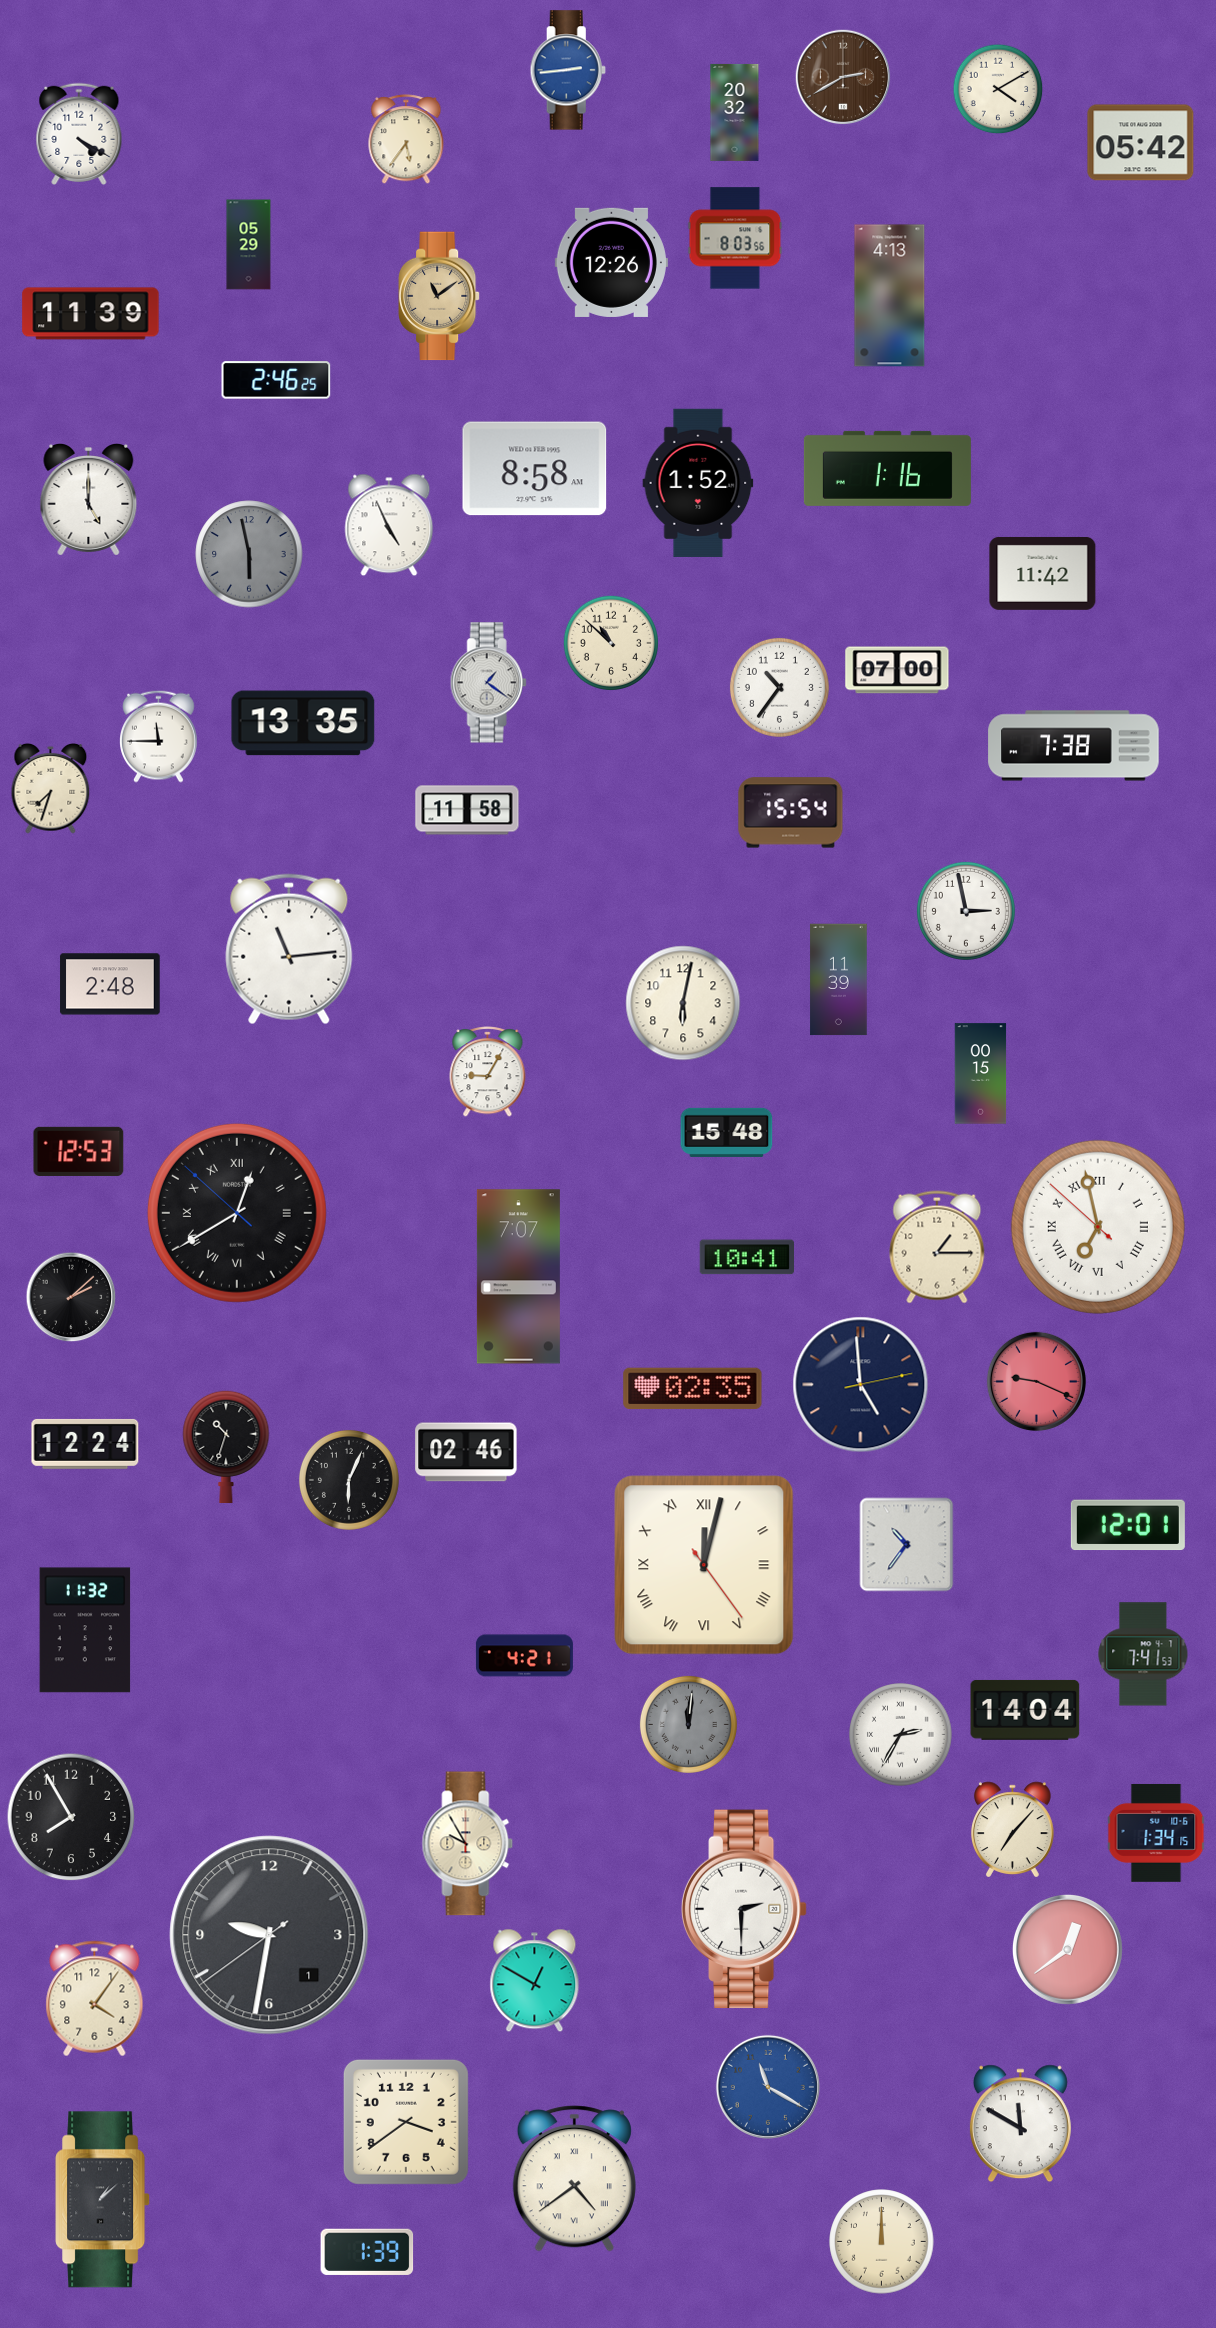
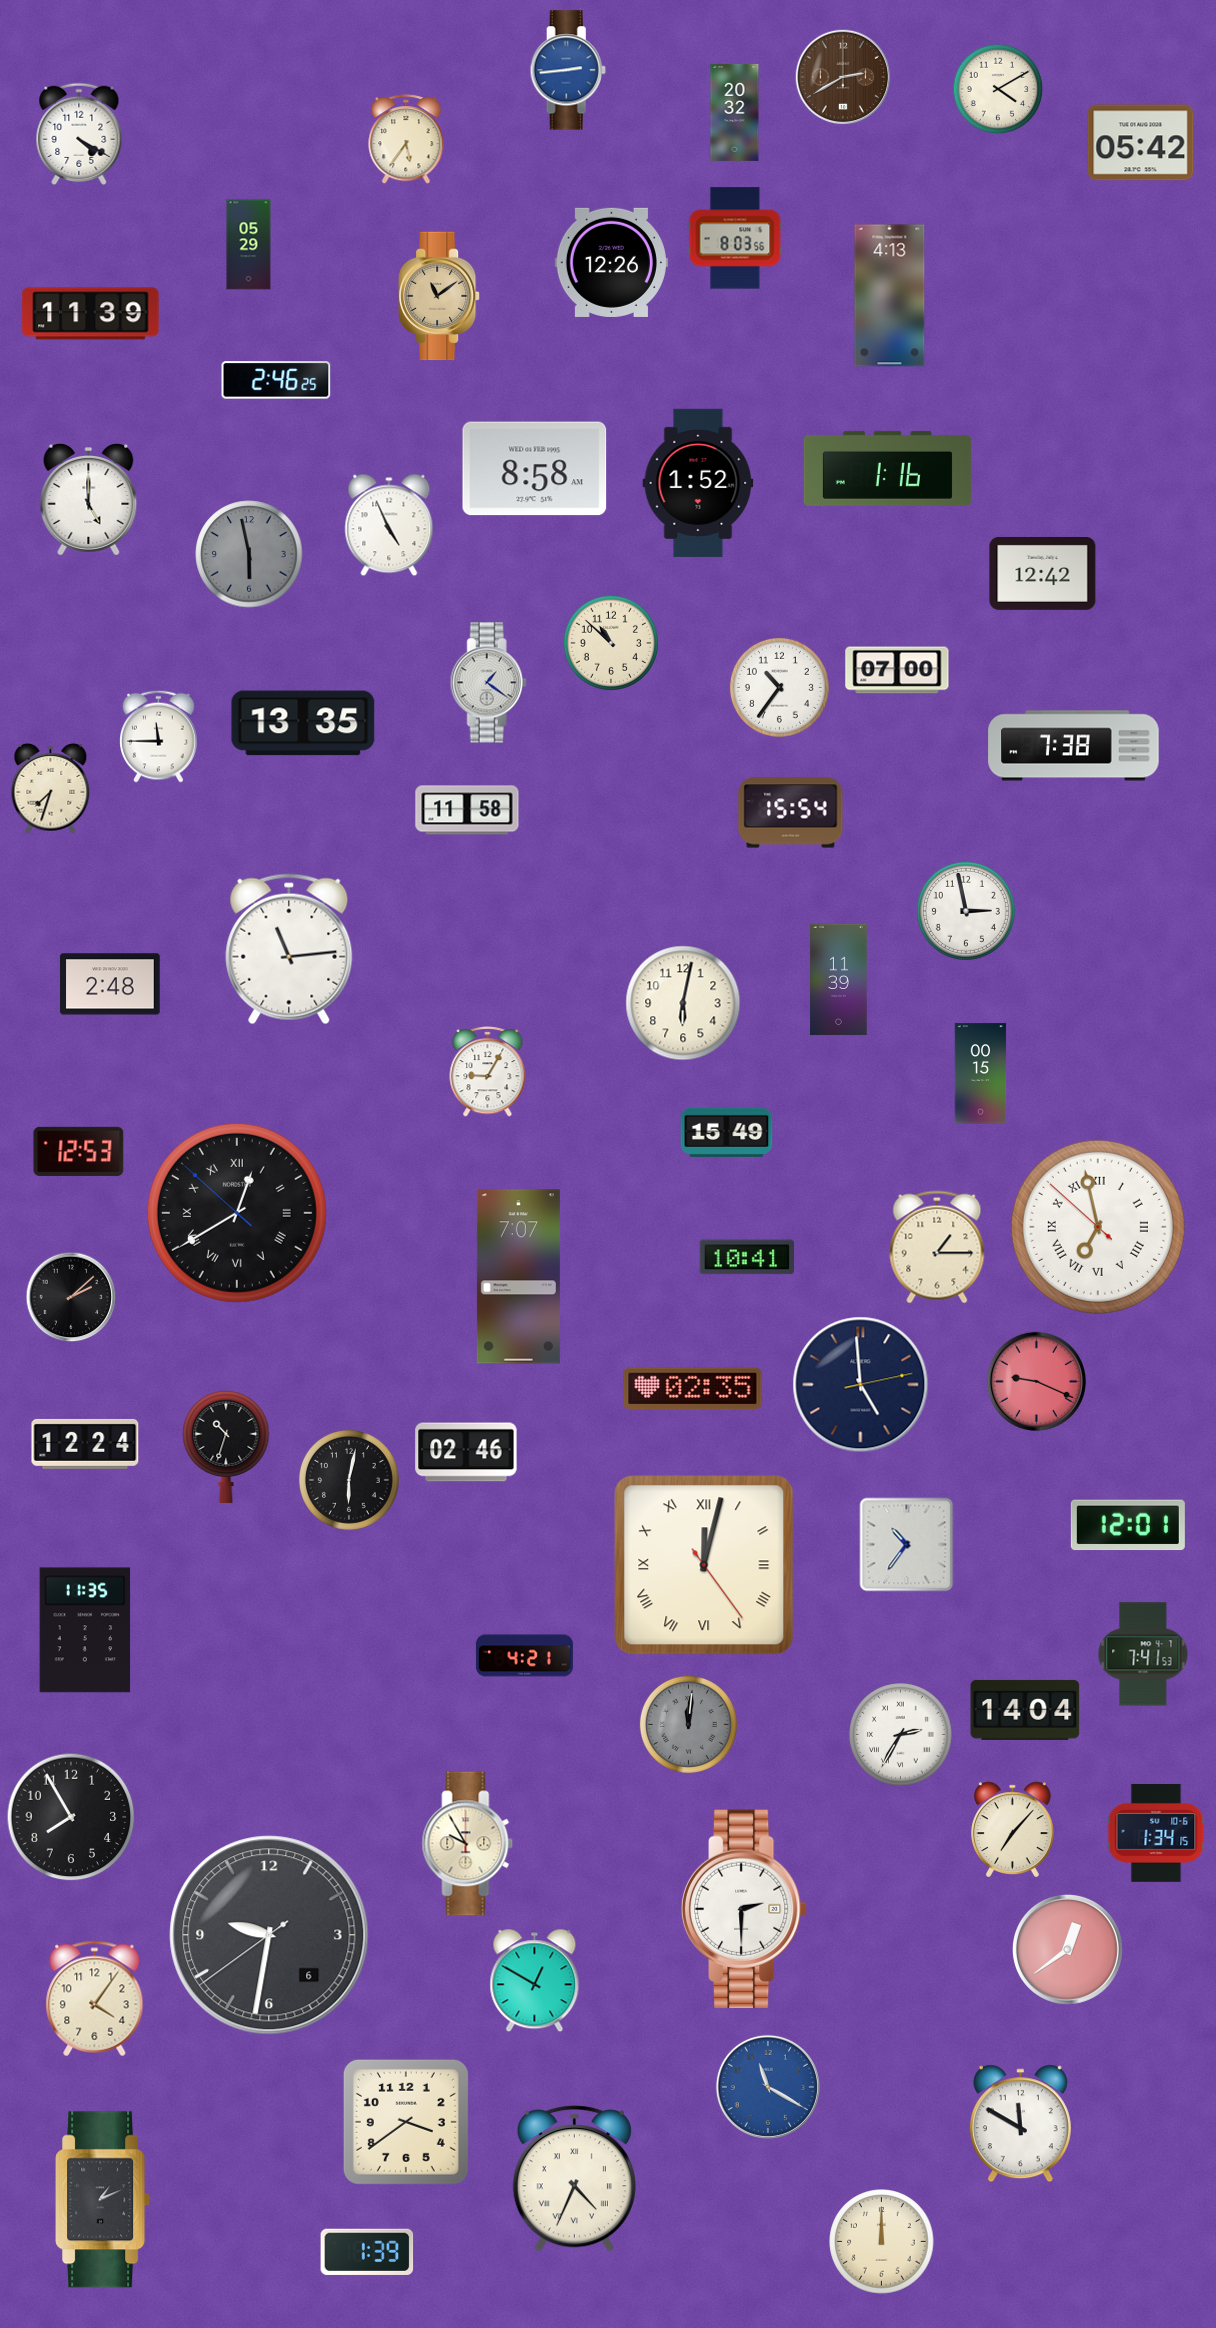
clock at (1043, 573): 11:42 -> 12:42
clock at (727, 1132): 15:48 -> 15:49
clock at (349, 1480): 6:04 -> 6:02
clock at (85, 1630): 11:32 -> 11:35
clock at (269, 1935) date: 1 -> 6
clock at (574, 2179): 4:39 -> 4:34
clock at (103, 2200): 1:08 -> 1:11
